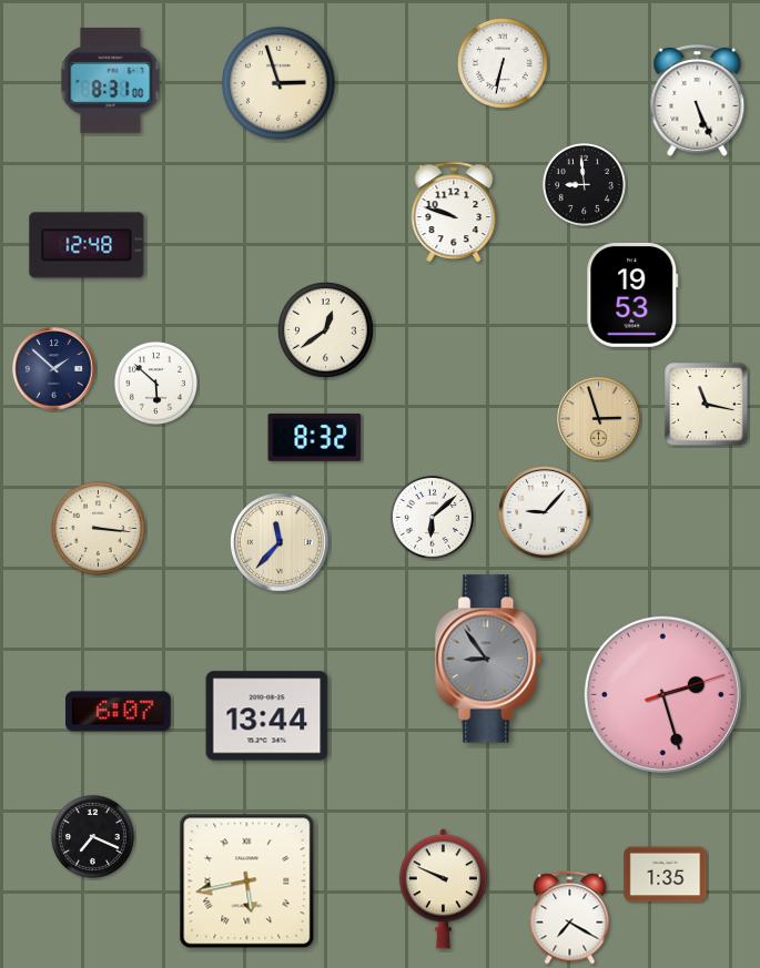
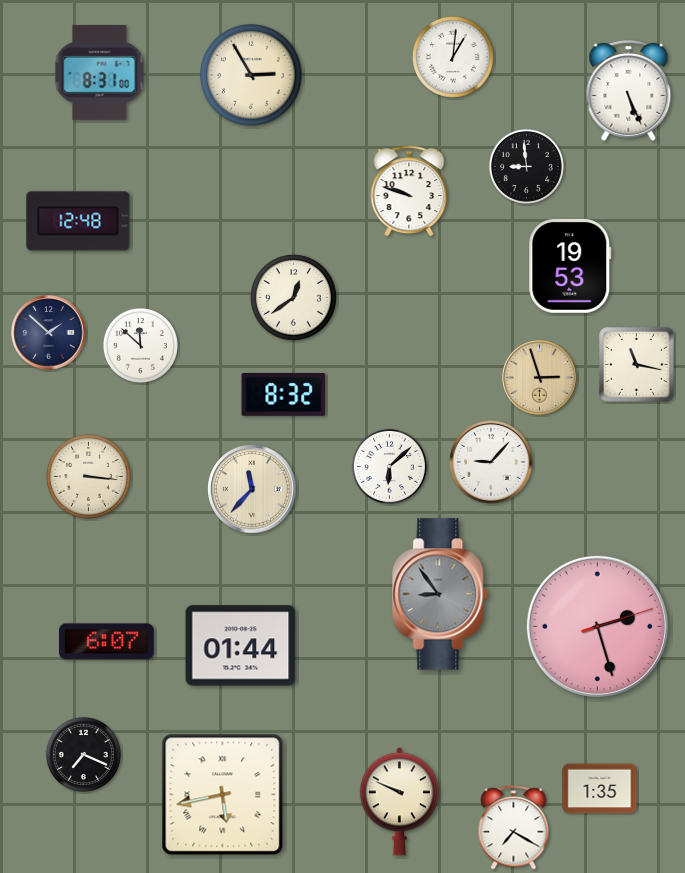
clock at (504, 64): 6:32 -> 1:01
clock at (278, 83): 2:57 -> 2:55
clock at (155, 383): 5:52 -> 11:52
clock at (267, 716): 13:44 -> 01:44
